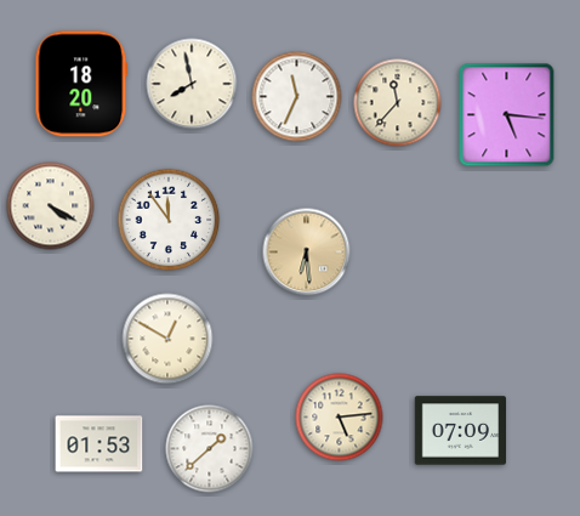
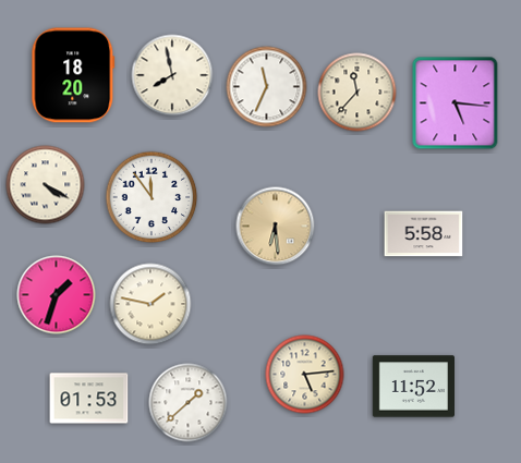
clock at (424, 234): none -> 5:58
clock at (57, 295): none -> 1:33
clock at (167, 339): 12:50 -> 1:47
clock at (460, 431): 07:09 -> 11:52
